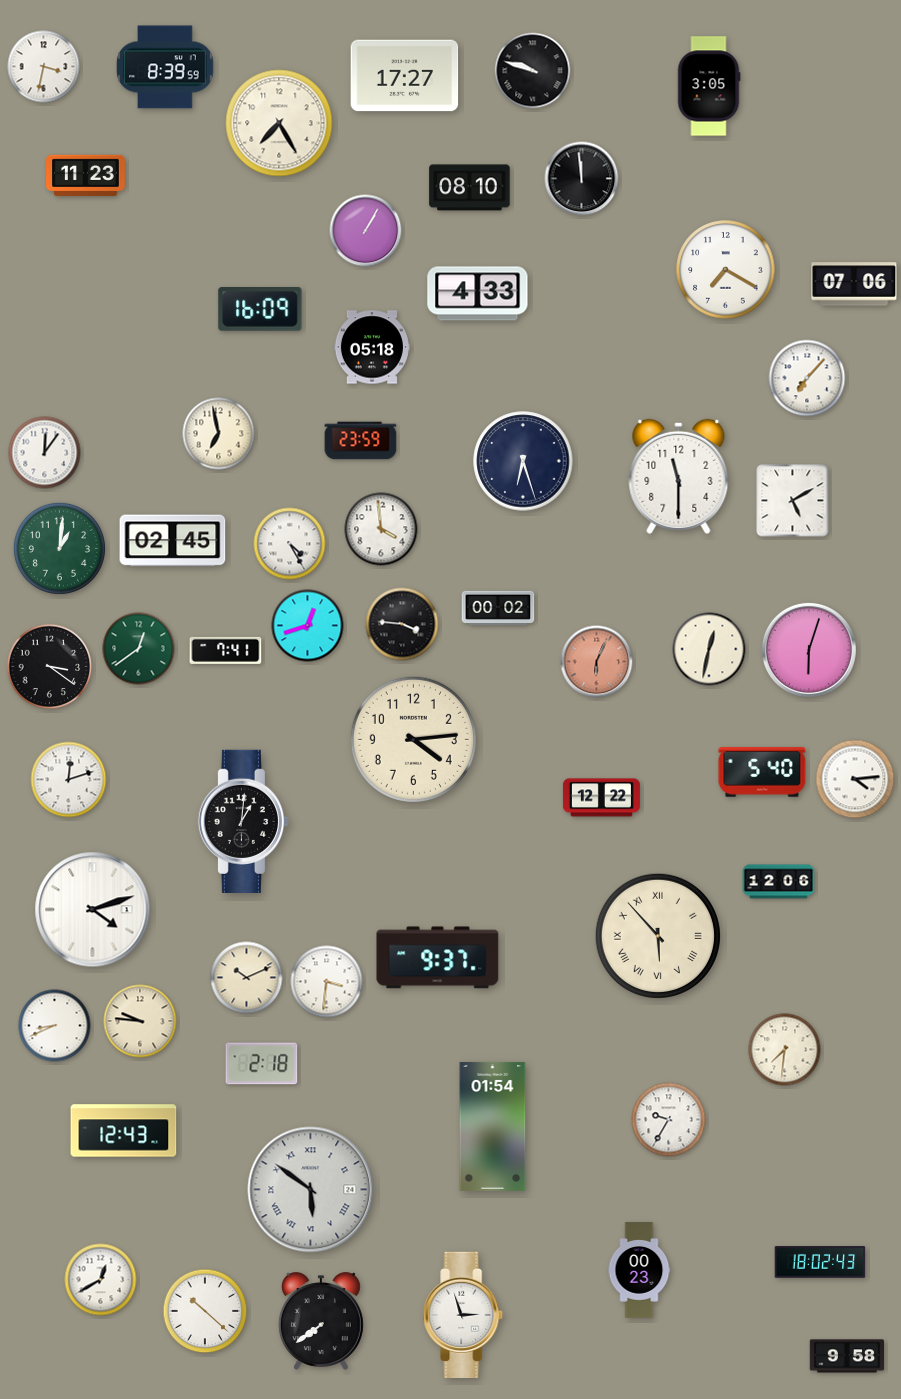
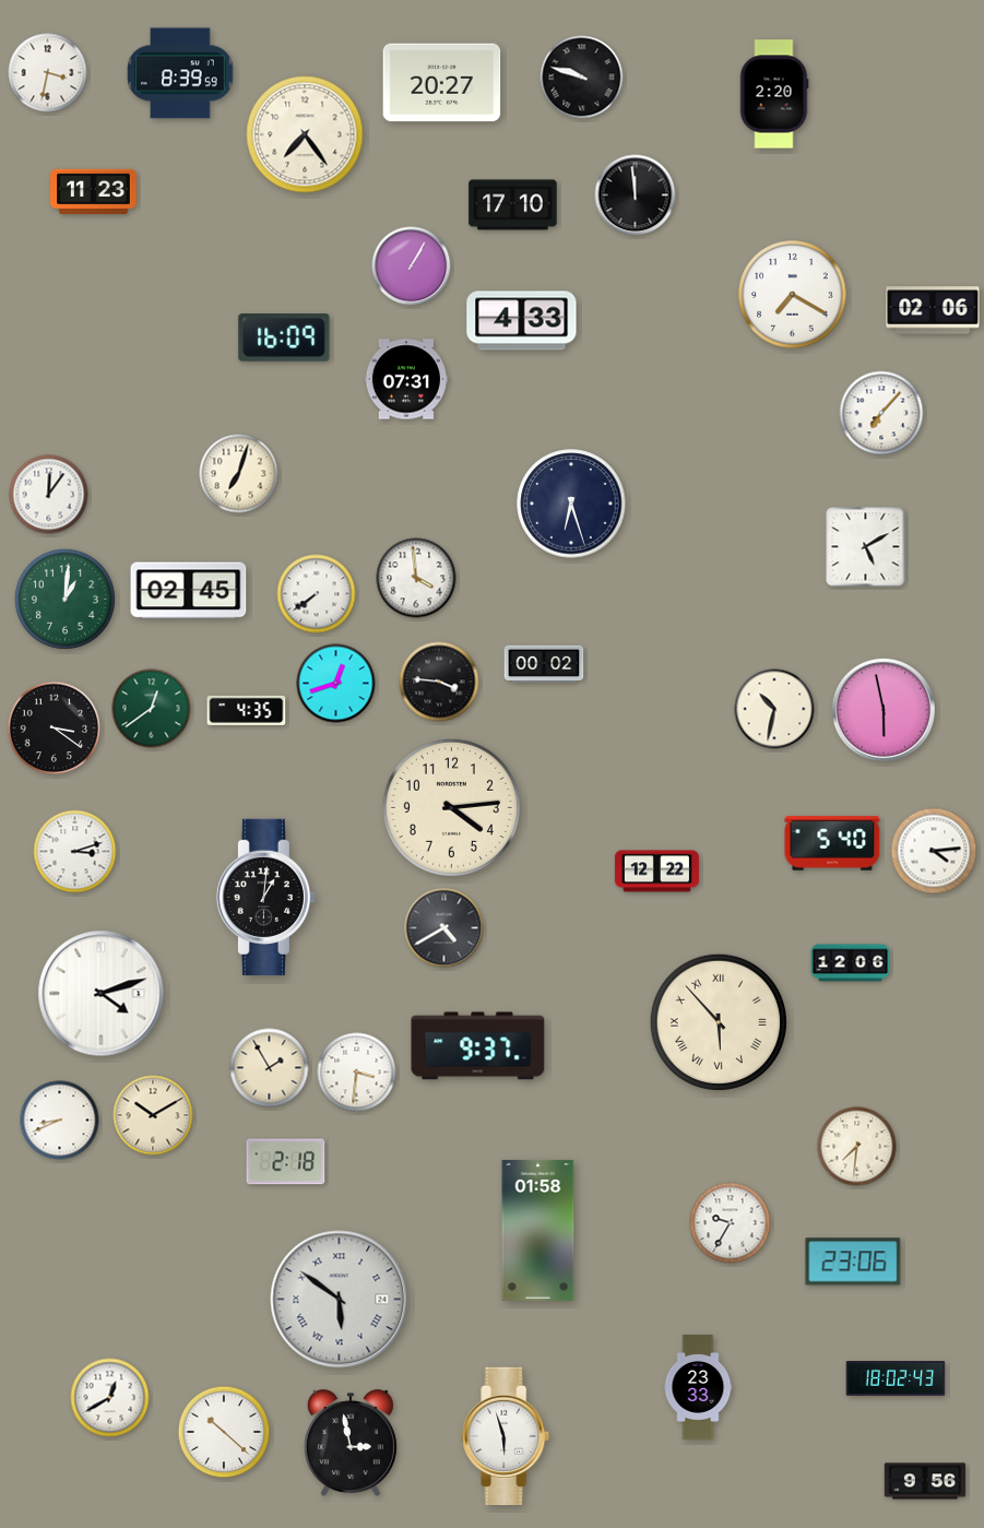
clock at (405, 76): 17:27 -> 20:27
clock at (709, 86): 3:05 -> 2:20
clock at (279, 123): 7:25 -> 7:24
clock at (470, 188): 08:10 -> 17:10
clock at (366, 231) position: (366, 231) -> (412, 266)
clock at (854, 284): 07:06 -> 02:06
clock at (372, 347): 05:18 -> 07:31
clock at (219, 434): 6:58 -> 7:03
clock at (361, 441): 23:59 -> none
clock at (679, 476): 11:30 -> none
clock at (290, 544): 4:25 -> 7:39
clock at (709, 649): 12:32 -> 10:32
clock at (226, 650): 7:41 -> 4:35
clock at (809, 650): 6:03 -> 5:58
clock at (597, 662): 6:04 -> none
clock at (69, 780): 12:12 -> 3:12
clock at (444, 928): none -> 4:40
clock at (247, 978): 10:11 -> 1:55
clock at (140, 1021): 9:46 -> 10:10
clock at (493, 1126): 01:54 -> 01:58
clock at (124, 1131): 12:43 -> none
clock at (853, 1262): none -> 23:06
clock at (639, 1270): 00:23 -> 23:33
clock at (464, 1314): 2:57 -> 5:57
clock at (321, 1321): 7:39 -> 2:58
clock at (847, 1356): 9:58 -> 9:56
